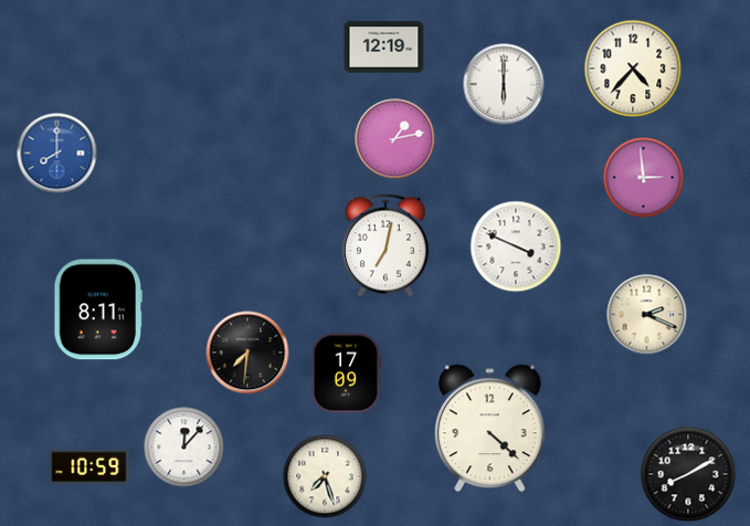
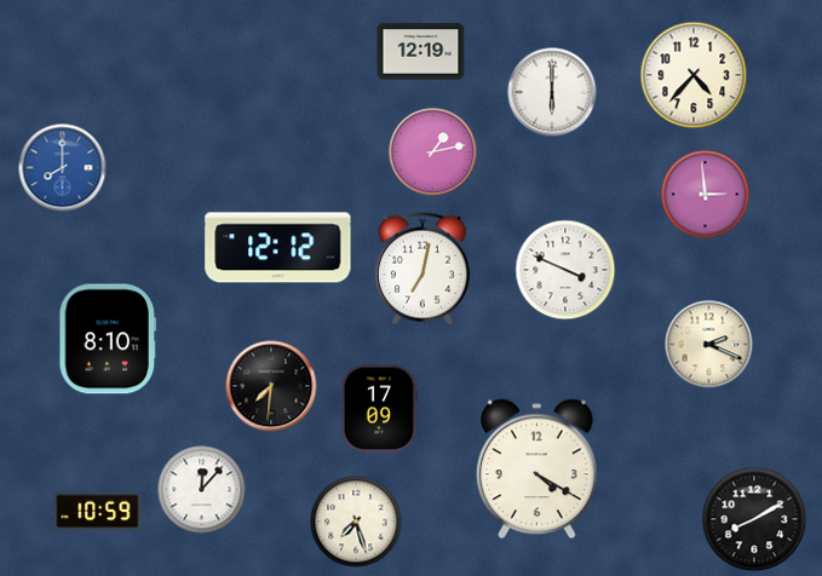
clock at (278, 248): none -> 12:12
clock at (98, 309): 8:11 -> 8:10
clock at (490, 429): 4:22 -> 4:20
